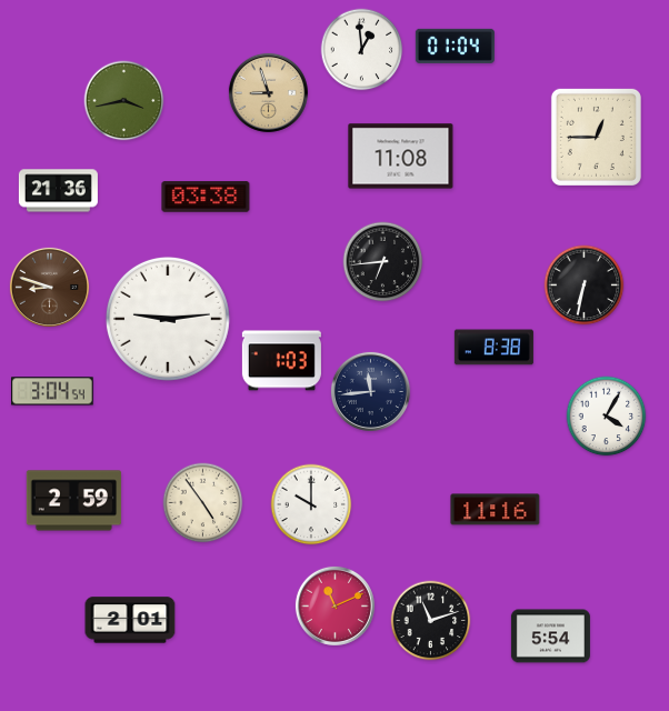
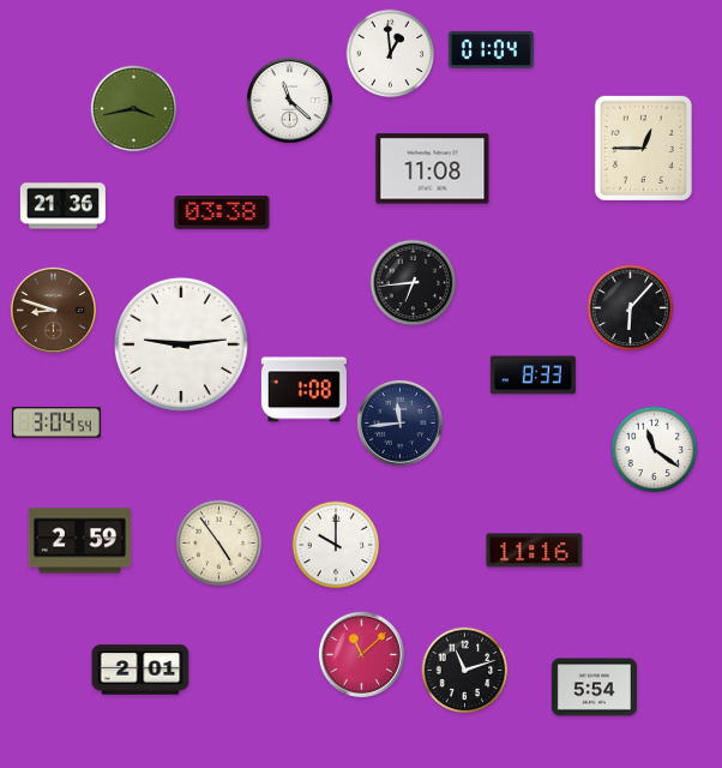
clock at (268, 92): 8:57 -> 11:22
clock at (268, 92) dial: champagne -> white
clock at (585, 286): 6:32 -> 6:07
clock at (493, 348): 8:38 -> 8:33
clock at (281, 361): 1:03 -> 1:08
clock at (607, 417): 4:05 -> 11:21
clock at (334, 605): 11:11 -> 11:08
